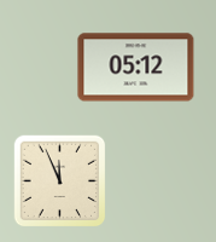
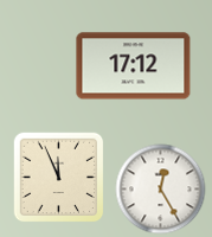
clock at (136, 68): 05:12 -> 17:12
clock at (161, 190): none -> 12:25
